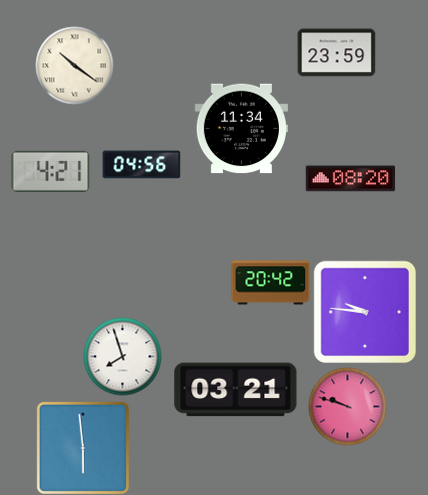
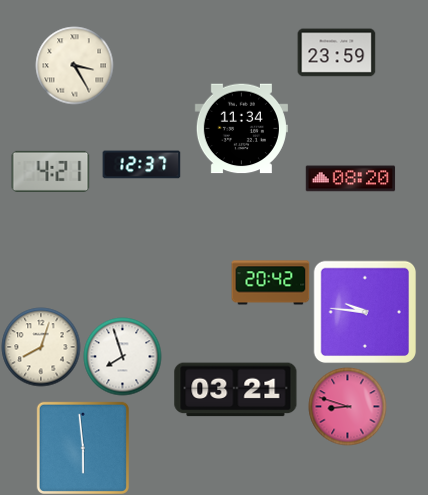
clock at (74, 65): 10:21 -> 3:25
clock at (141, 165): 04:56 -> 12:37
clock at (41, 347): none -> 8:03
clock at (347, 406): 9:48 -> 8:48
